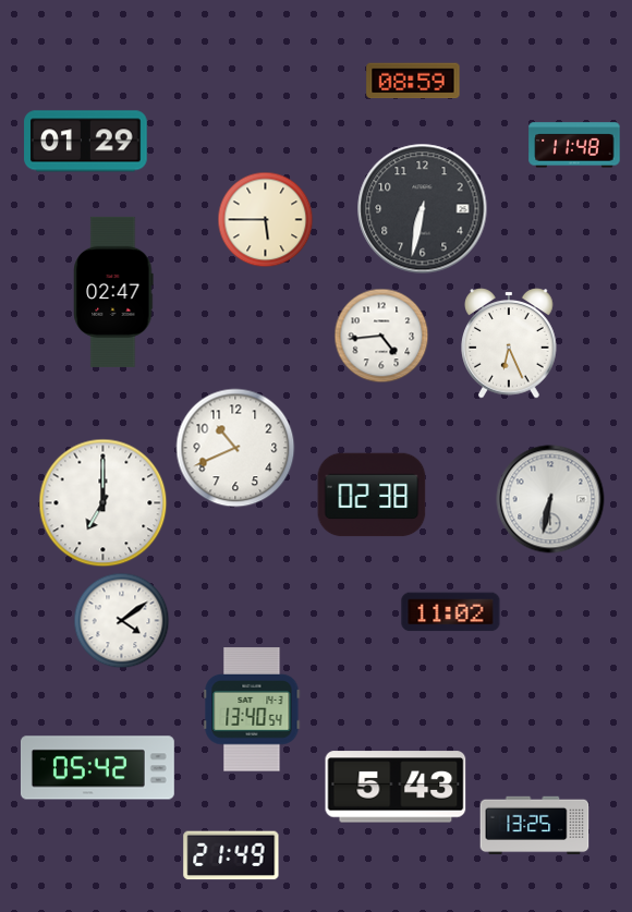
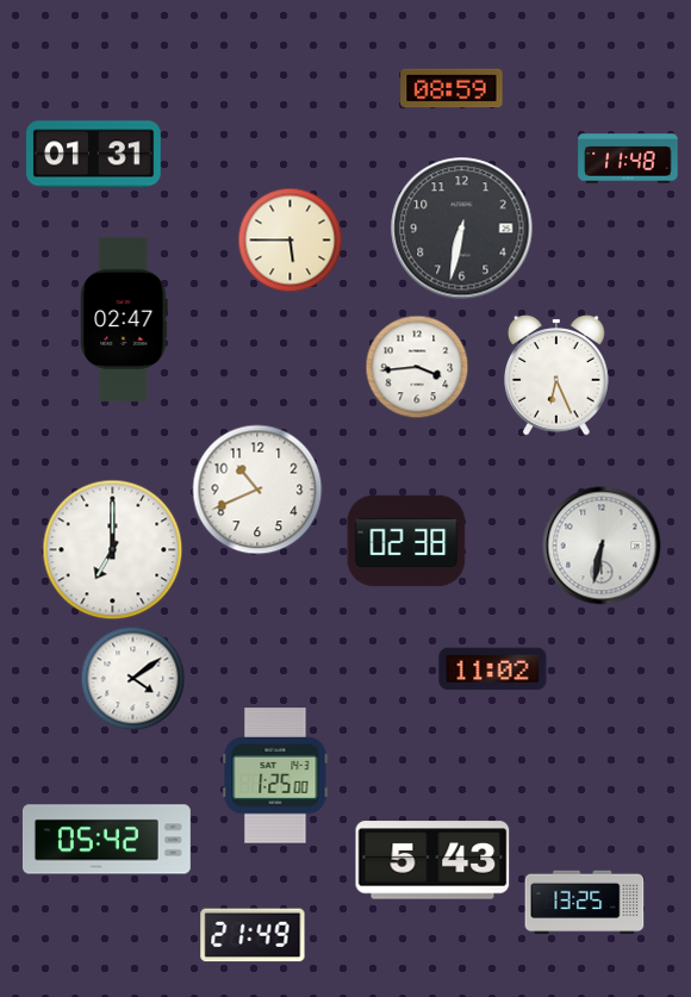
clock at (86, 142): 01:29 -> 01:31
clock at (381, 336): 4:44 -> 3:44
clock at (252, 709): 13:40 -> 1:25
